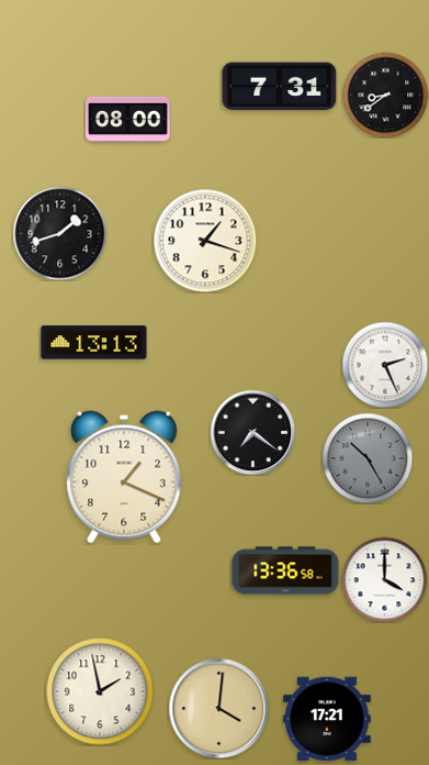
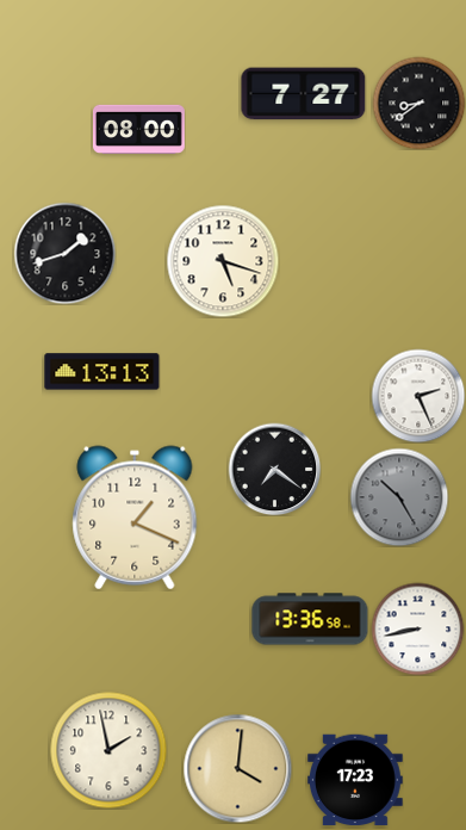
clock at (280, 87): 7:31 -> 7:27
clock at (205, 241): 1:18 -> 5:18
clock at (384, 579): 4:00 -> 8:43
clock at (328, 719): 17:21 -> 17:23
